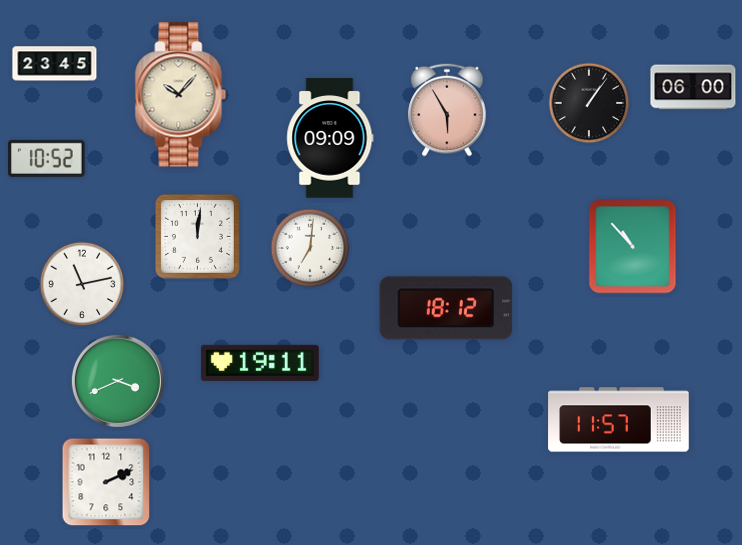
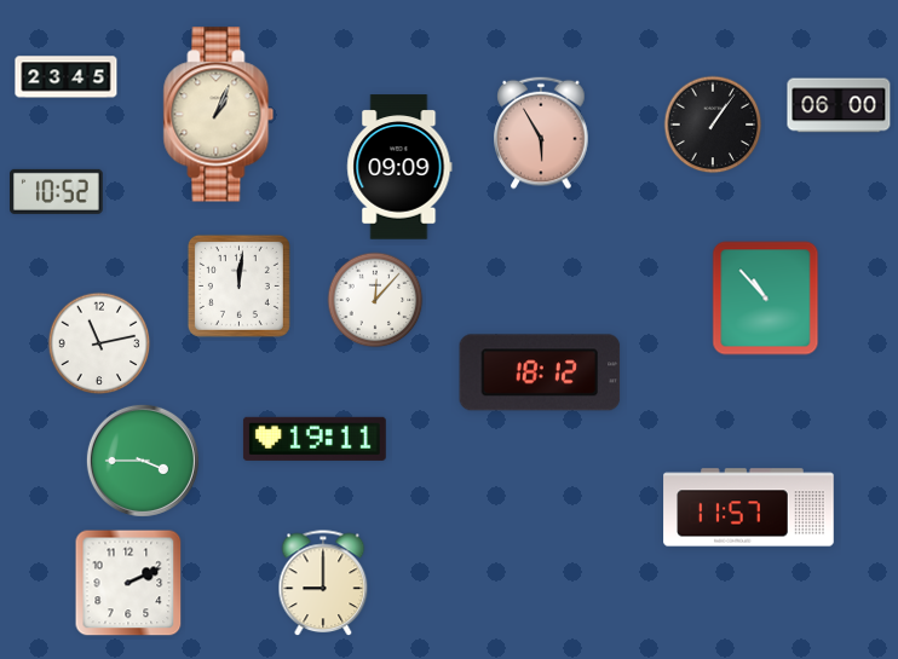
clock at (181, 95): 10:07 -> 1:04
clock at (310, 248): 7:01 -> 12:07
clock at (118, 381): 3:41 -> 3:45
clock at (323, 584): none -> 9:00
